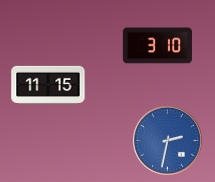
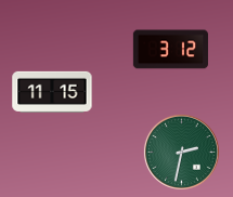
clock at (157, 46): 3:10 -> 3:12
clock at (167, 140) dial: blue -> green
